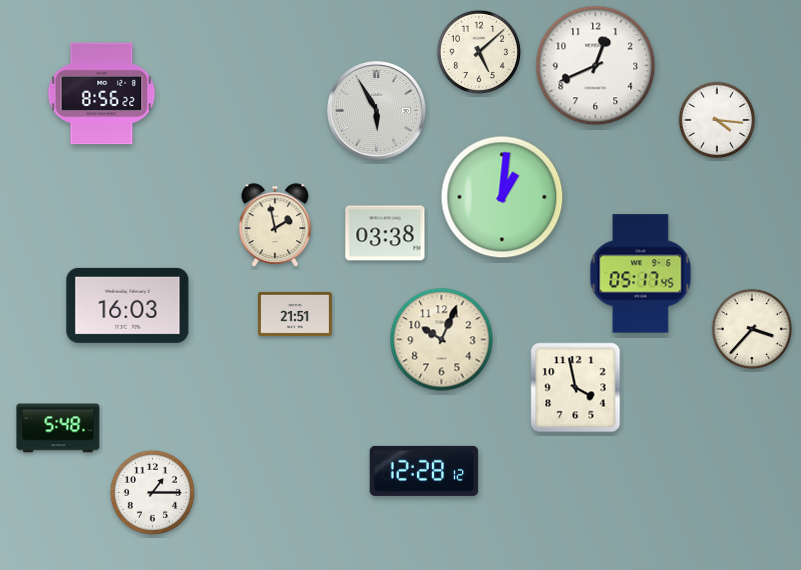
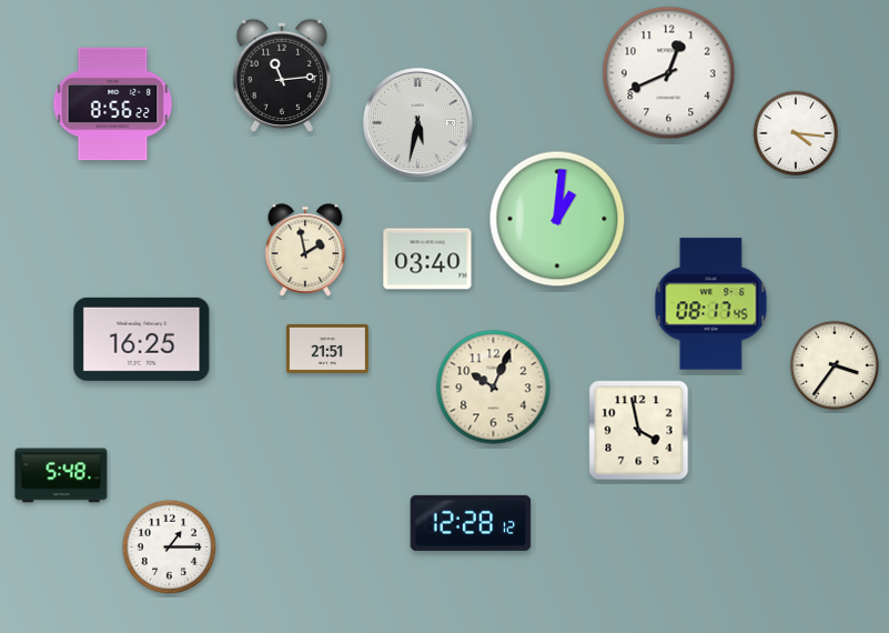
clock at (479, 52): 5:08 -> none
clock at (596, 66) position: (596, 66) -> (669, 73)
clock at (282, 76): none -> 11:14
clock at (377, 111): 5:55 -> 5:32
clock at (385, 233): 03:38 -> 03:40
clock at (641, 274): 05:17 -> 08:17
clock at (128, 305): 16:03 -> 16:25
clock at (752, 329): 3:37 -> 3:36
clock at (442, 340) position: (442, 340) -> (494, 388)
clock at (58, 428) position: (58, 428) -> (61, 475)
